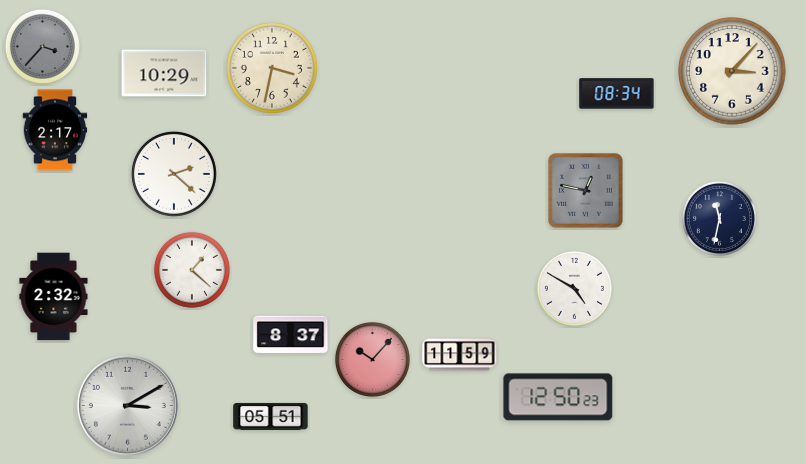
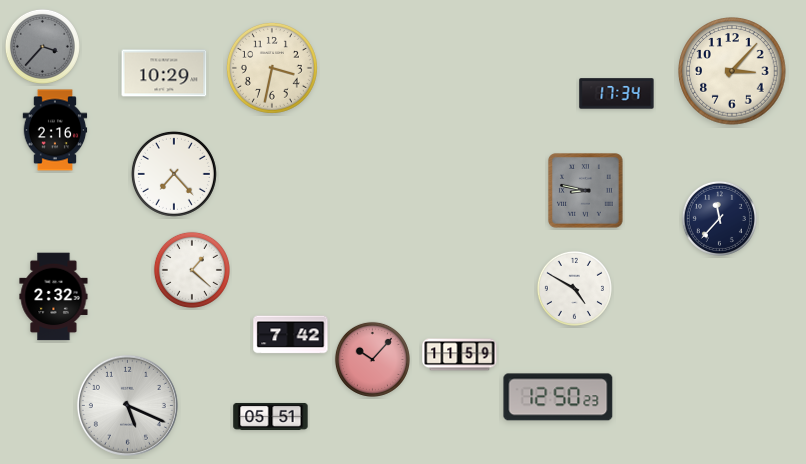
clock at (617, 94): 08:34 -> 17:34
clock at (55, 130): 2:17 -> 2:16
clock at (174, 174): 2:22 -> 7:23
clock at (586, 191): 12:47 -> 8:47
clock at (719, 218): 11:32 -> 11:37
clock at (291, 335): 8:37 -> 7:42
clock at (127, 405): 3:10 -> 5:19
